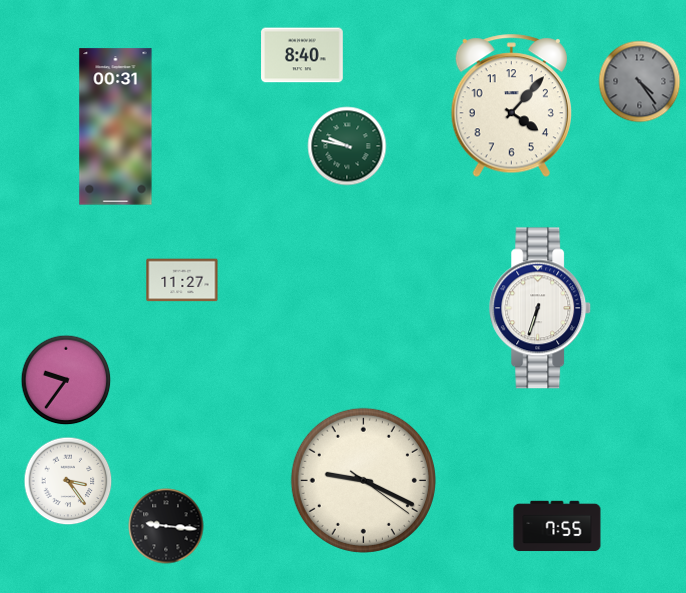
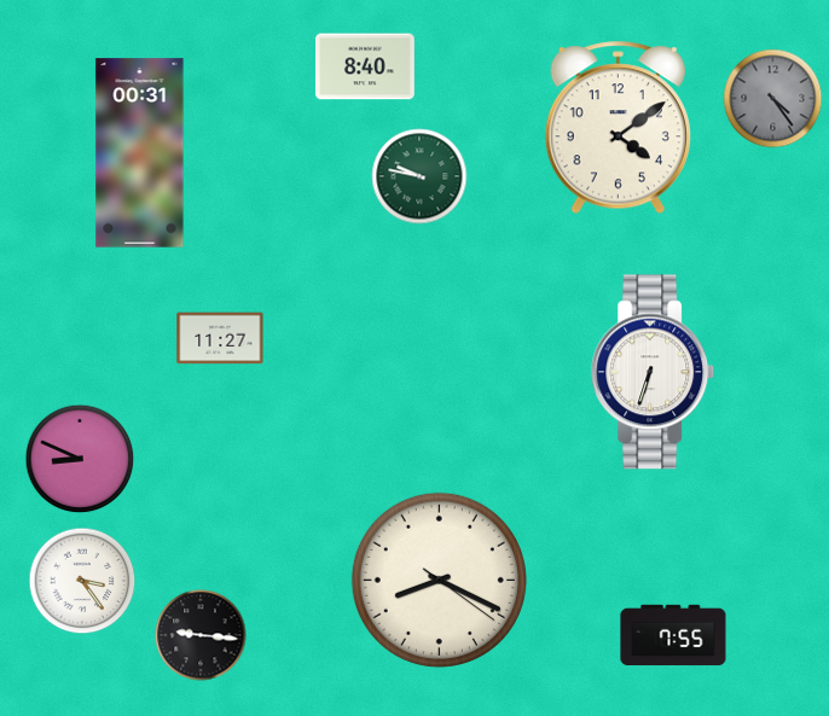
clock at (511, 106): 4:07 -> 4:09
clock at (66, 380): 9:36 -> 8:49
clock at (363, 480): 9:19 -> 8:19
